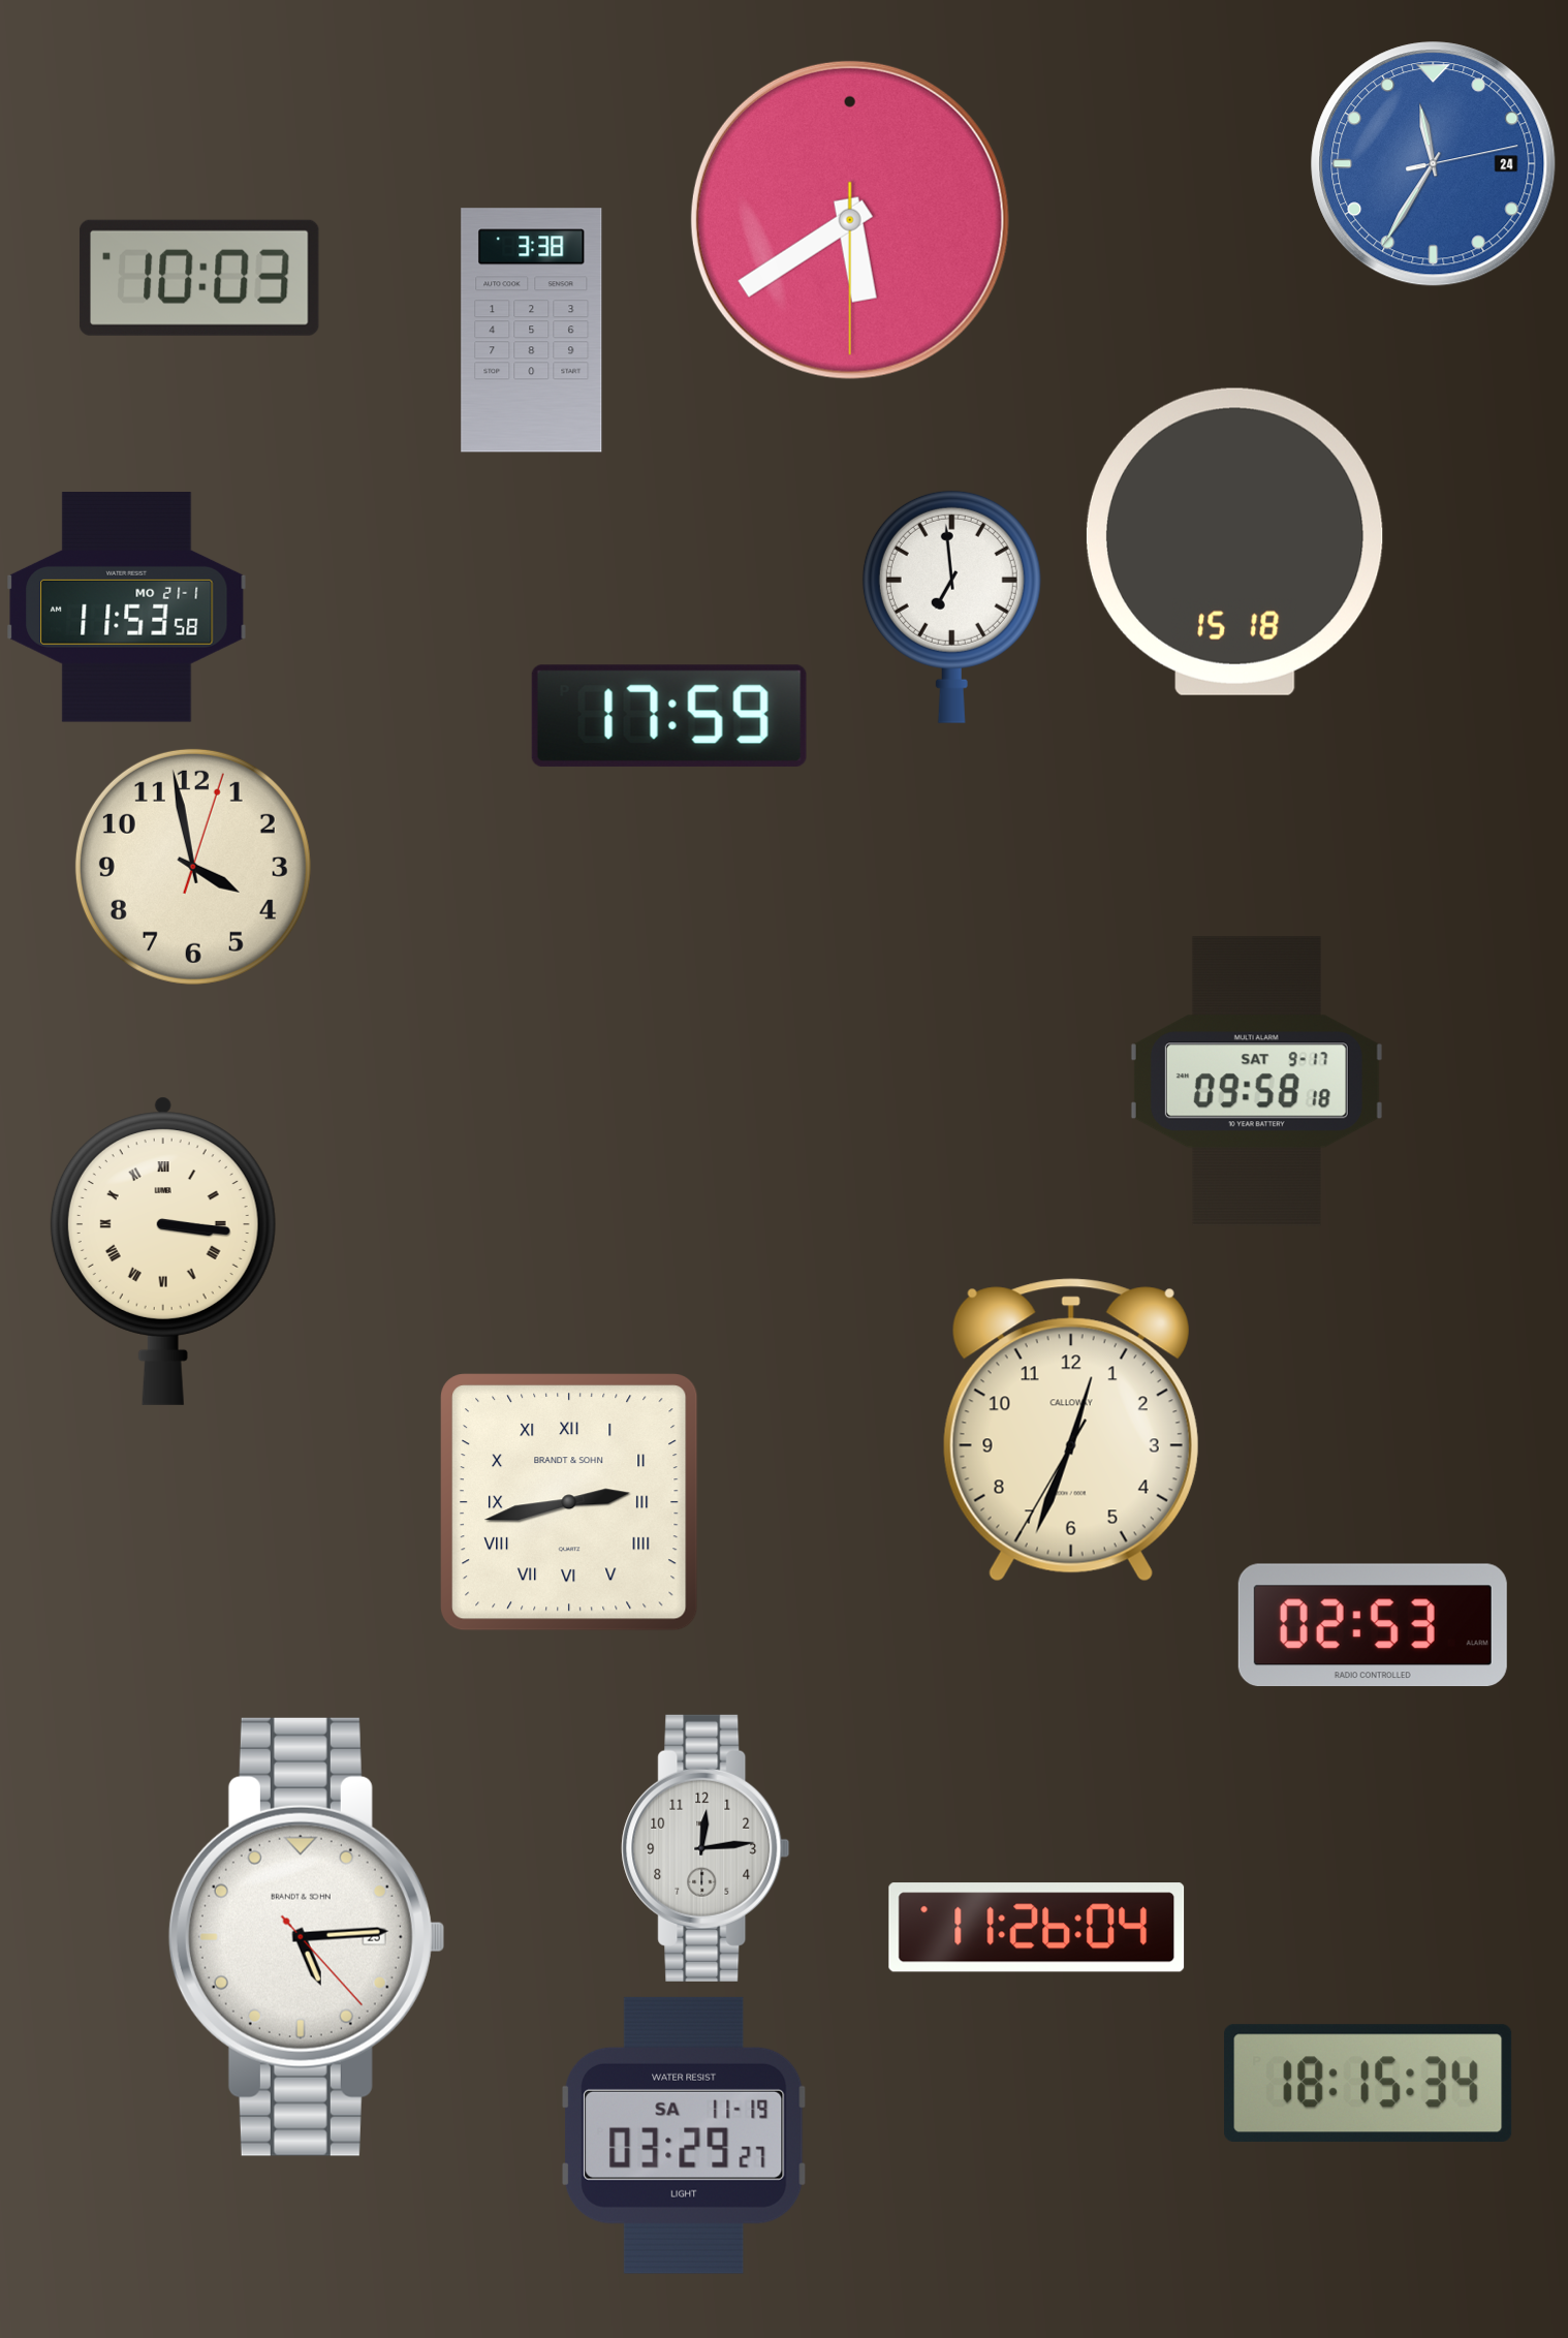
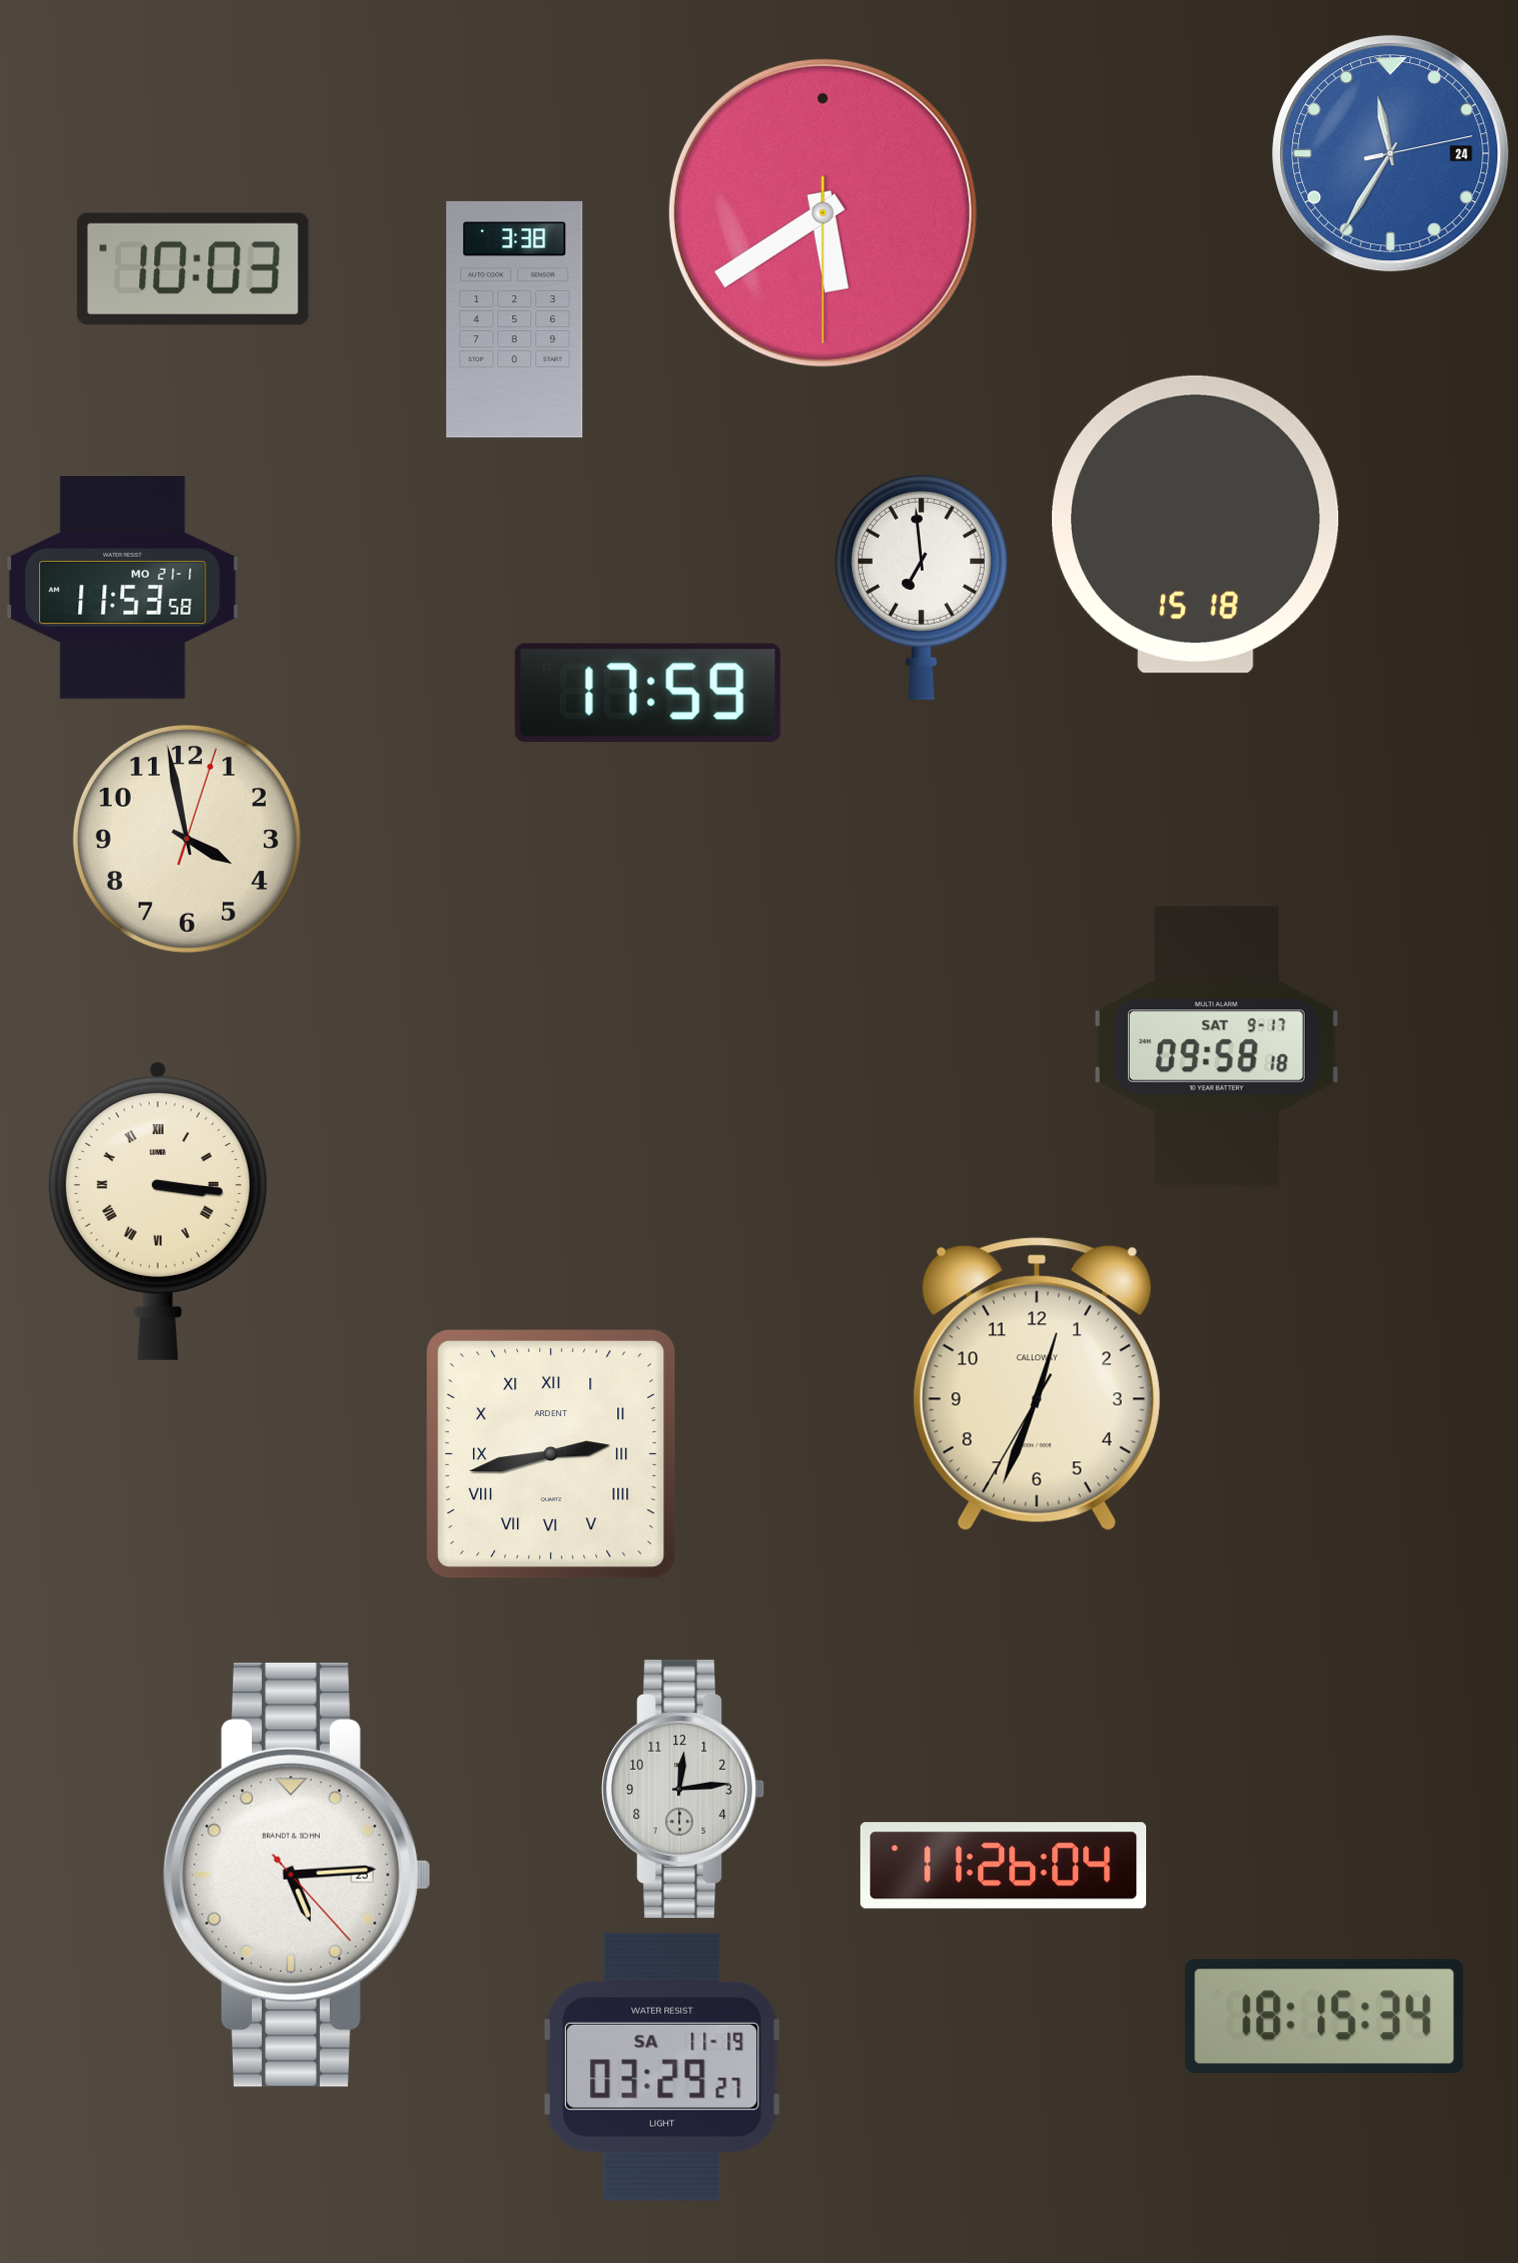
clock at (1434, 164) position: (1434, 164) -> (1391, 154)
clock at (570, 1503) brand: BRANDT & SOHN -> ARDENT
clock at (1373, 1625): 02:53 -> none
